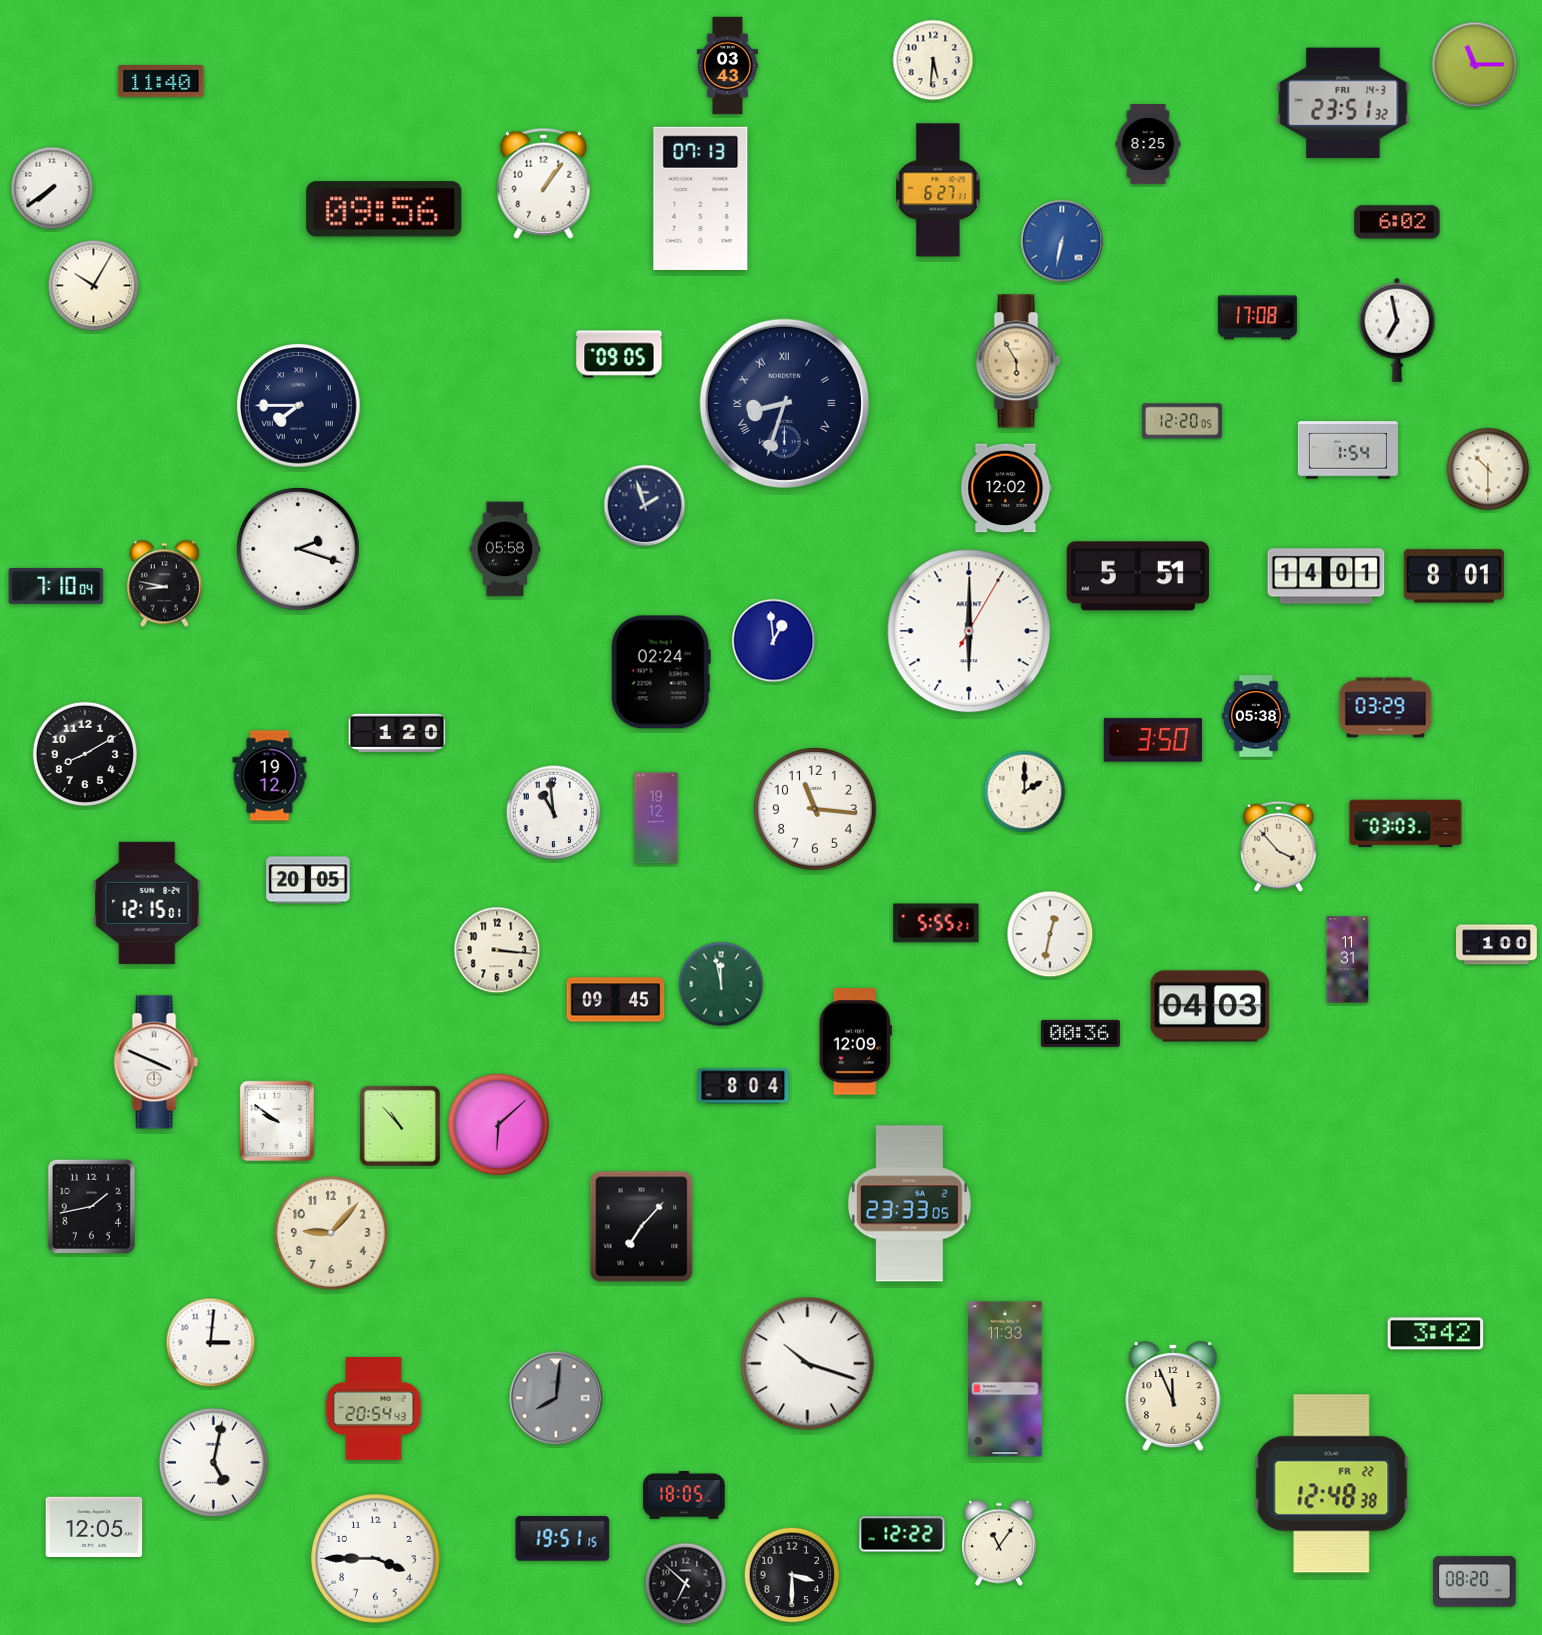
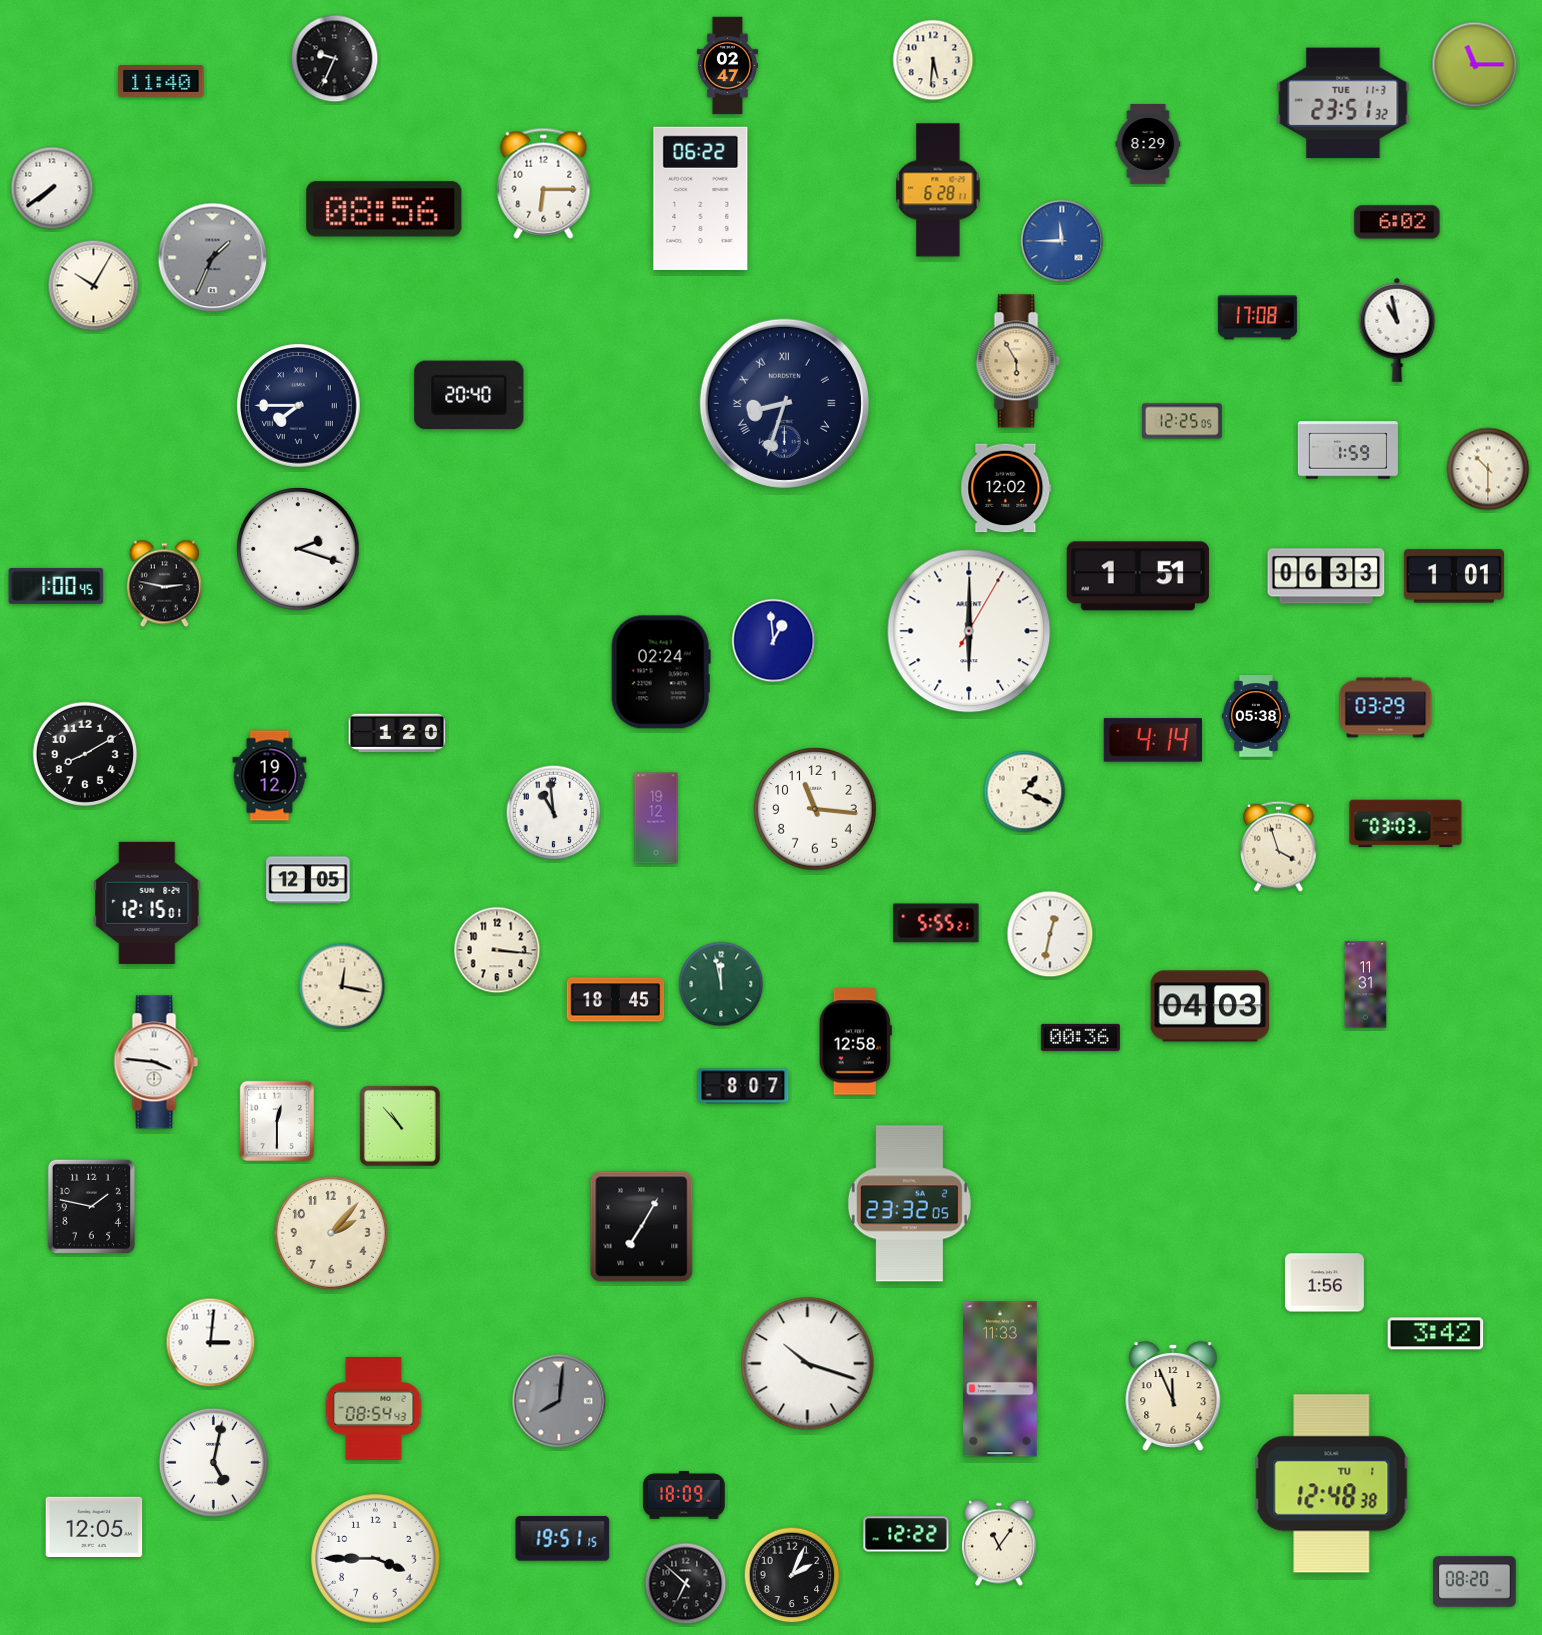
clock at (335, 59): none -> 9:34
clock at (727, 66): 03:43 -> 02:47
clock at (1343, 103) date: FRI 14-3 -> TUE 11-3
clock at (1148, 145): 8:25 -> 8:29
clock at (544, 183): 1:06 -> 6:15
clock at (938, 190): 6:27 -> 6:28
clock at (701, 198): 07:13 -> 06:22
clock at (384, 209): 09:56 -> 08:56
clock at (1062, 241): 6:32 -> 11:45
clock at (213, 258): none -> 1:34
clock at (1397, 330): 6:58 -> 10:58
clock at (619, 354): 09:05 -> none
clock at (469, 395): none -> 20:40
clock at (1182, 421): 12:20 -> 12:25
clock at (1348, 450): 1:54 -> 1:59
clock at (645, 506): 1:57 -> none
clock at (505, 549): 05:58 -> none
clock at (1138, 576): 5:51 -> 1:51
clock at (1326, 576): 14:01 -> 06:33
clock at (1454, 576): 8:01 -> 1:01
clock at (164, 584): 8:47 -> 2:47
clock at (56, 586): 7:10 -> 1:00
clock at (1153, 740): 3:50 -> 4:14
clock at (1025, 792): 2:00 -> 1:19
clock at (1279, 846): 3:53 -> 3:57
clock at (308, 880): 20:05 -> 12:05
clock at (1497, 945): 1:00 -> none
clock at (1348, 960) position: (1348, 960) -> (1366, 985)
clock at (342, 986): none -> 12:17
clock at (616, 1000): 09:45 -> 18:45
clock at (1080, 1033) position: (1080, 1033) -> (1080, 1037)
clock at (855, 1042): 12:09 -> 12:58
clock at (156, 1062): 3:49 -> 3:46
clock at (743, 1086): 8:04 -> 8:07
clock at (276, 1120): 9:51 -> 12:30
clock at (499, 1125): 6:08 -> none
clock at (909, 1204): 23:33 -> 23:32
clock at (91, 1206): 1:43 -> 1:47
clock at (642, 1227): 7:07 -> 7:05
clock at (331, 1233): 9:07 -> 2:07
clock at (1324, 1283): none -> 1:56
clock at (1005, 1379) position: (1005, 1379) -> (1000, 1379)
clock at (556, 1398) position: (556, 1398) -> (559, 1401)
clock at (374, 1409): 20:54 -> 08:54
clock at (1332, 1484) date: FR 22 -> TU 1
clock at (684, 1495): 18:05 -> 18:09
clock at (902, 1534) position: (902, 1534) -> (906, 1534)
clock at (792, 1575): 3:30 -> 2:04
